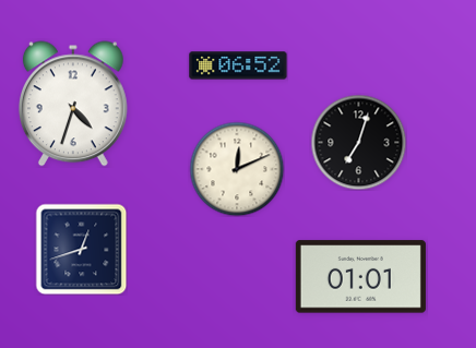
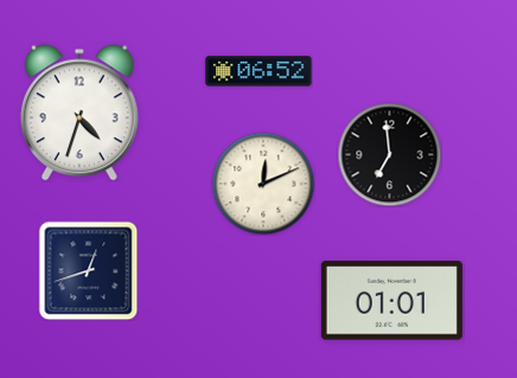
clock at (358, 142): 7:03 -> 6:59
clock at (237, 169) position: (237, 169) -> (263, 184)
